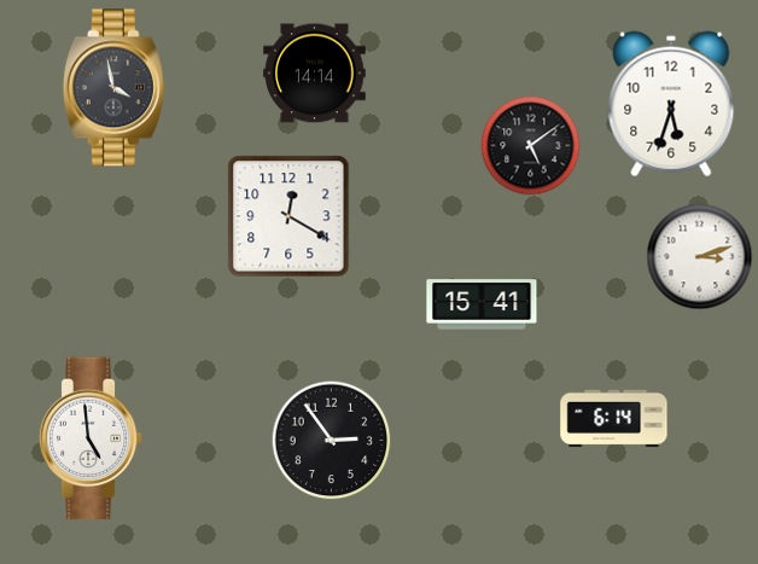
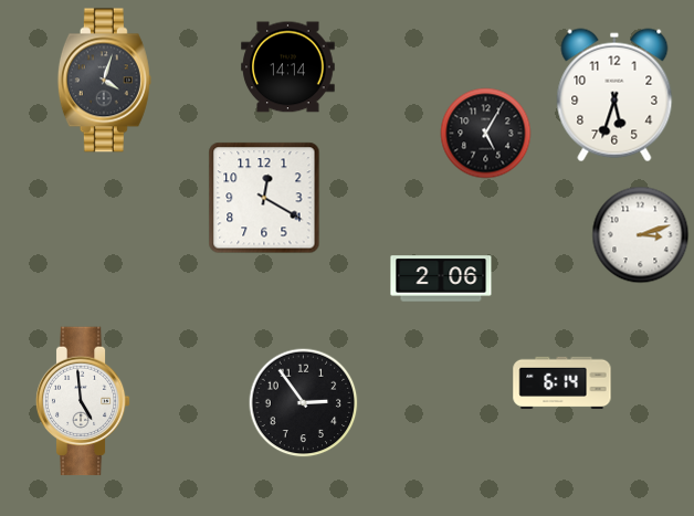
clock at (113, 88): 3:58 -> 4:03
clock at (531, 146): 5:09 -> 5:05
clock at (482, 304): 15:41 -> 2:06
